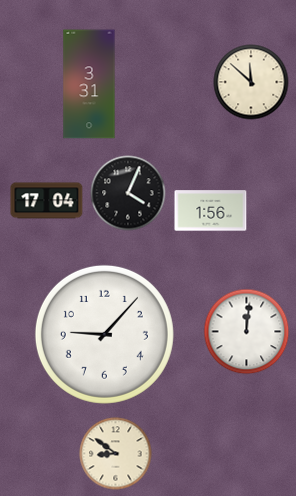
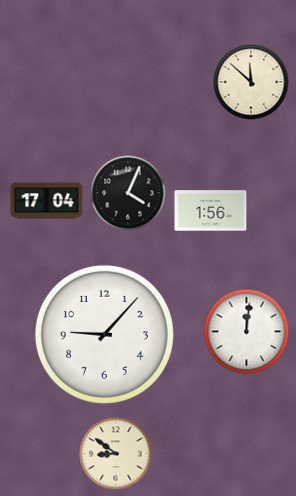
clock at (89, 84): 3:31 -> none
